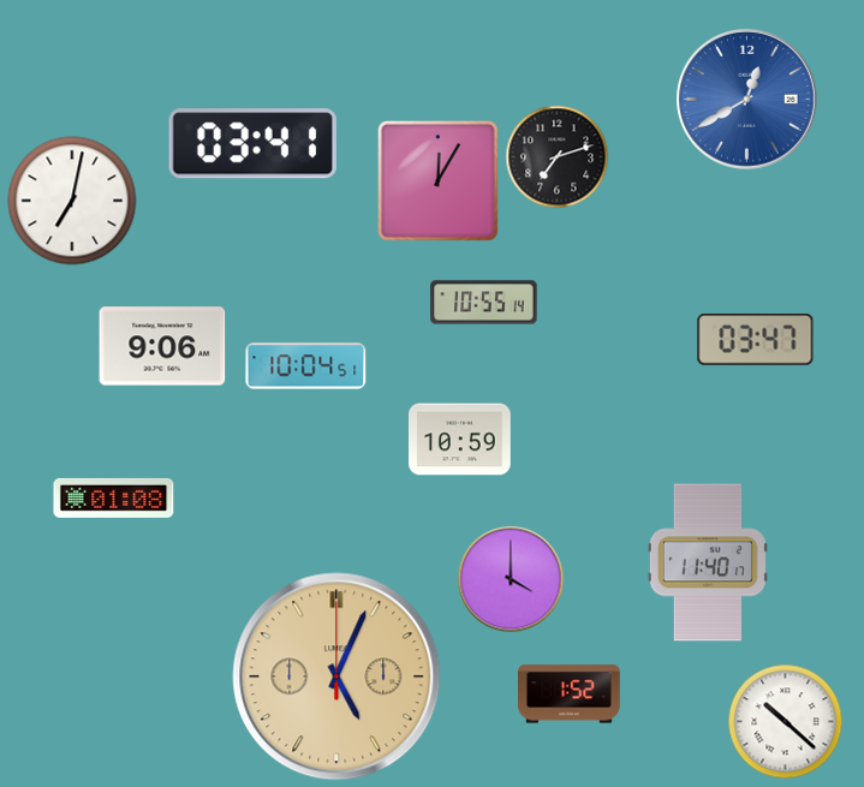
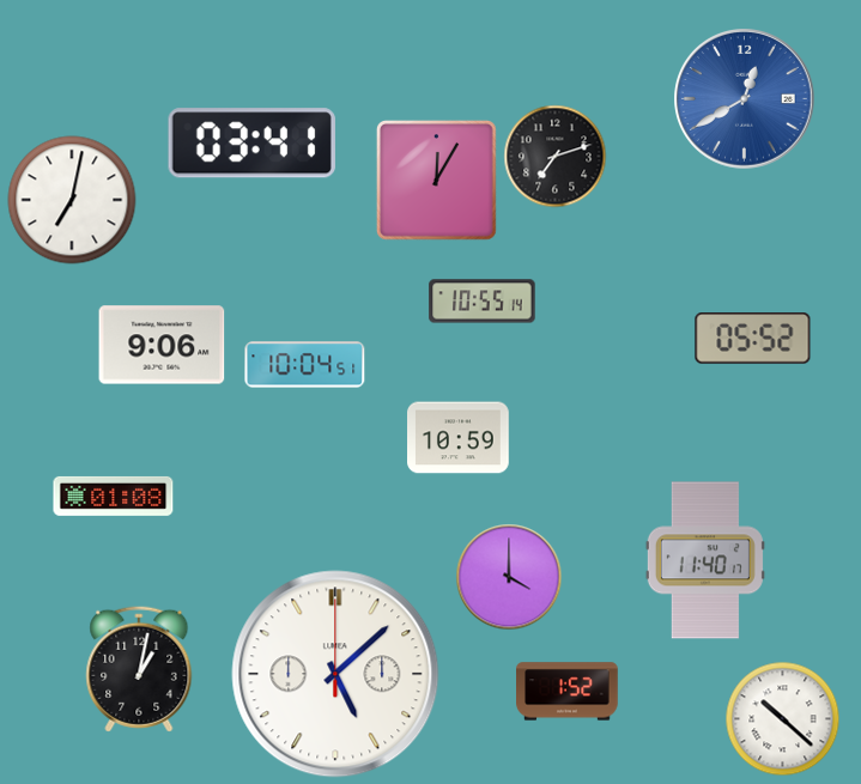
clock at (756, 340): 03:47 -> 05:52
clock at (139, 669): none -> 1:02
clock at (336, 676): 5:04 -> 5:08
clock at (336, 676) dial: champagne -> white
